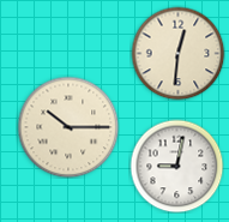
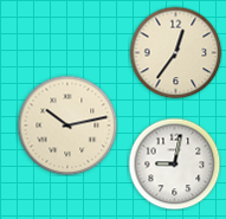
clock at (177, 53): 12:31 -> 12:36
clock at (68, 127): 10:15 -> 10:13
